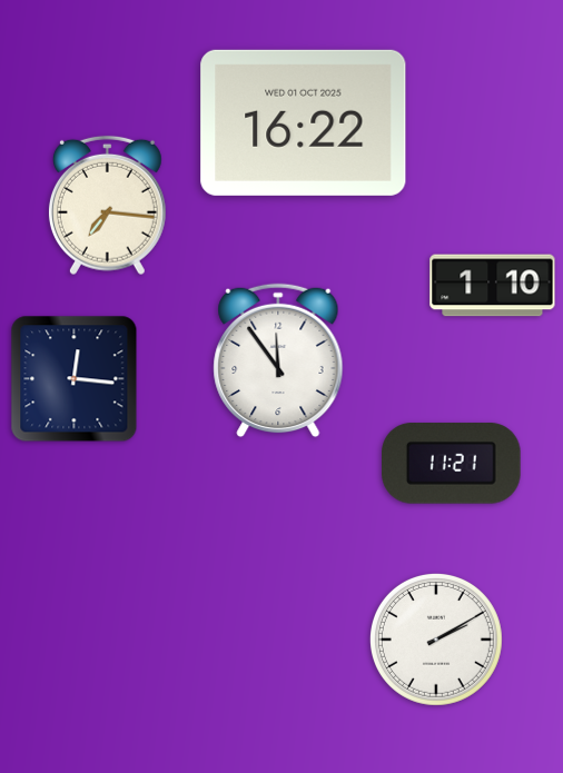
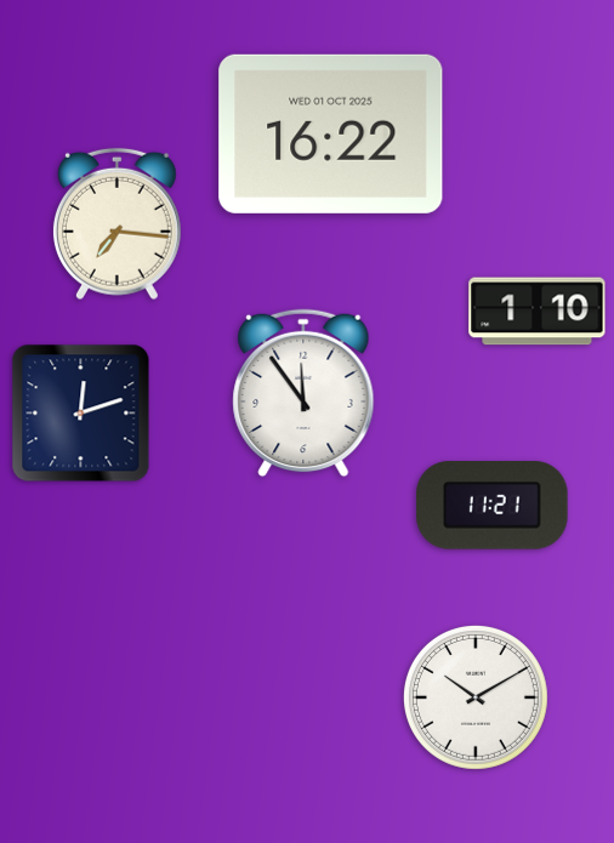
clock at (75, 379): 12:16 -> 12:12
clock at (436, 640): 2:10 -> 10:10
